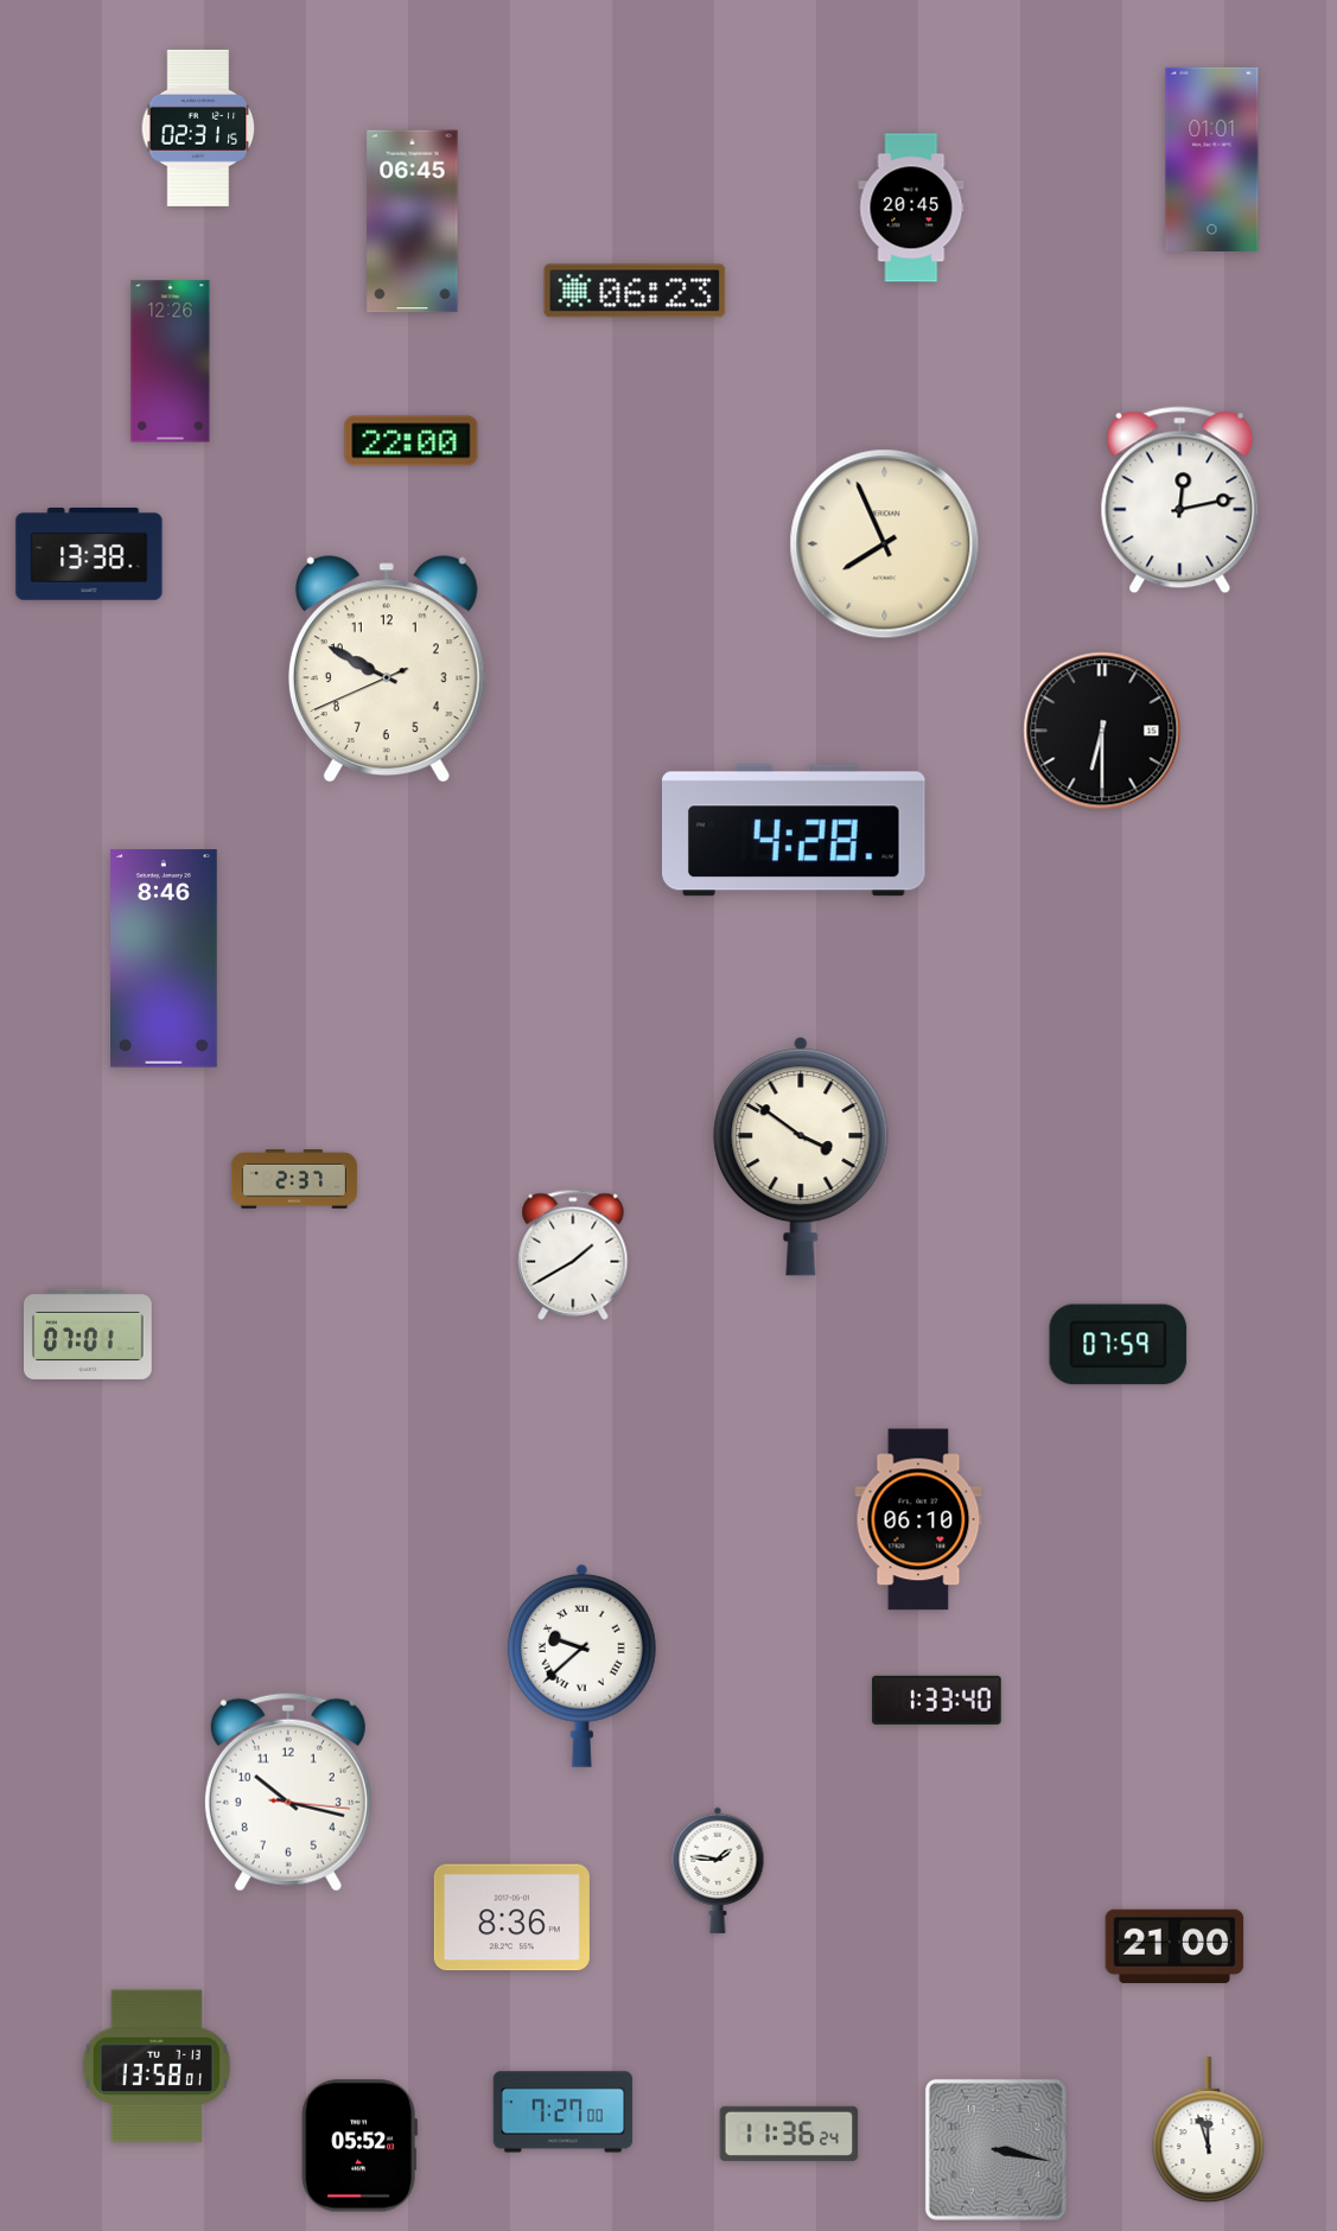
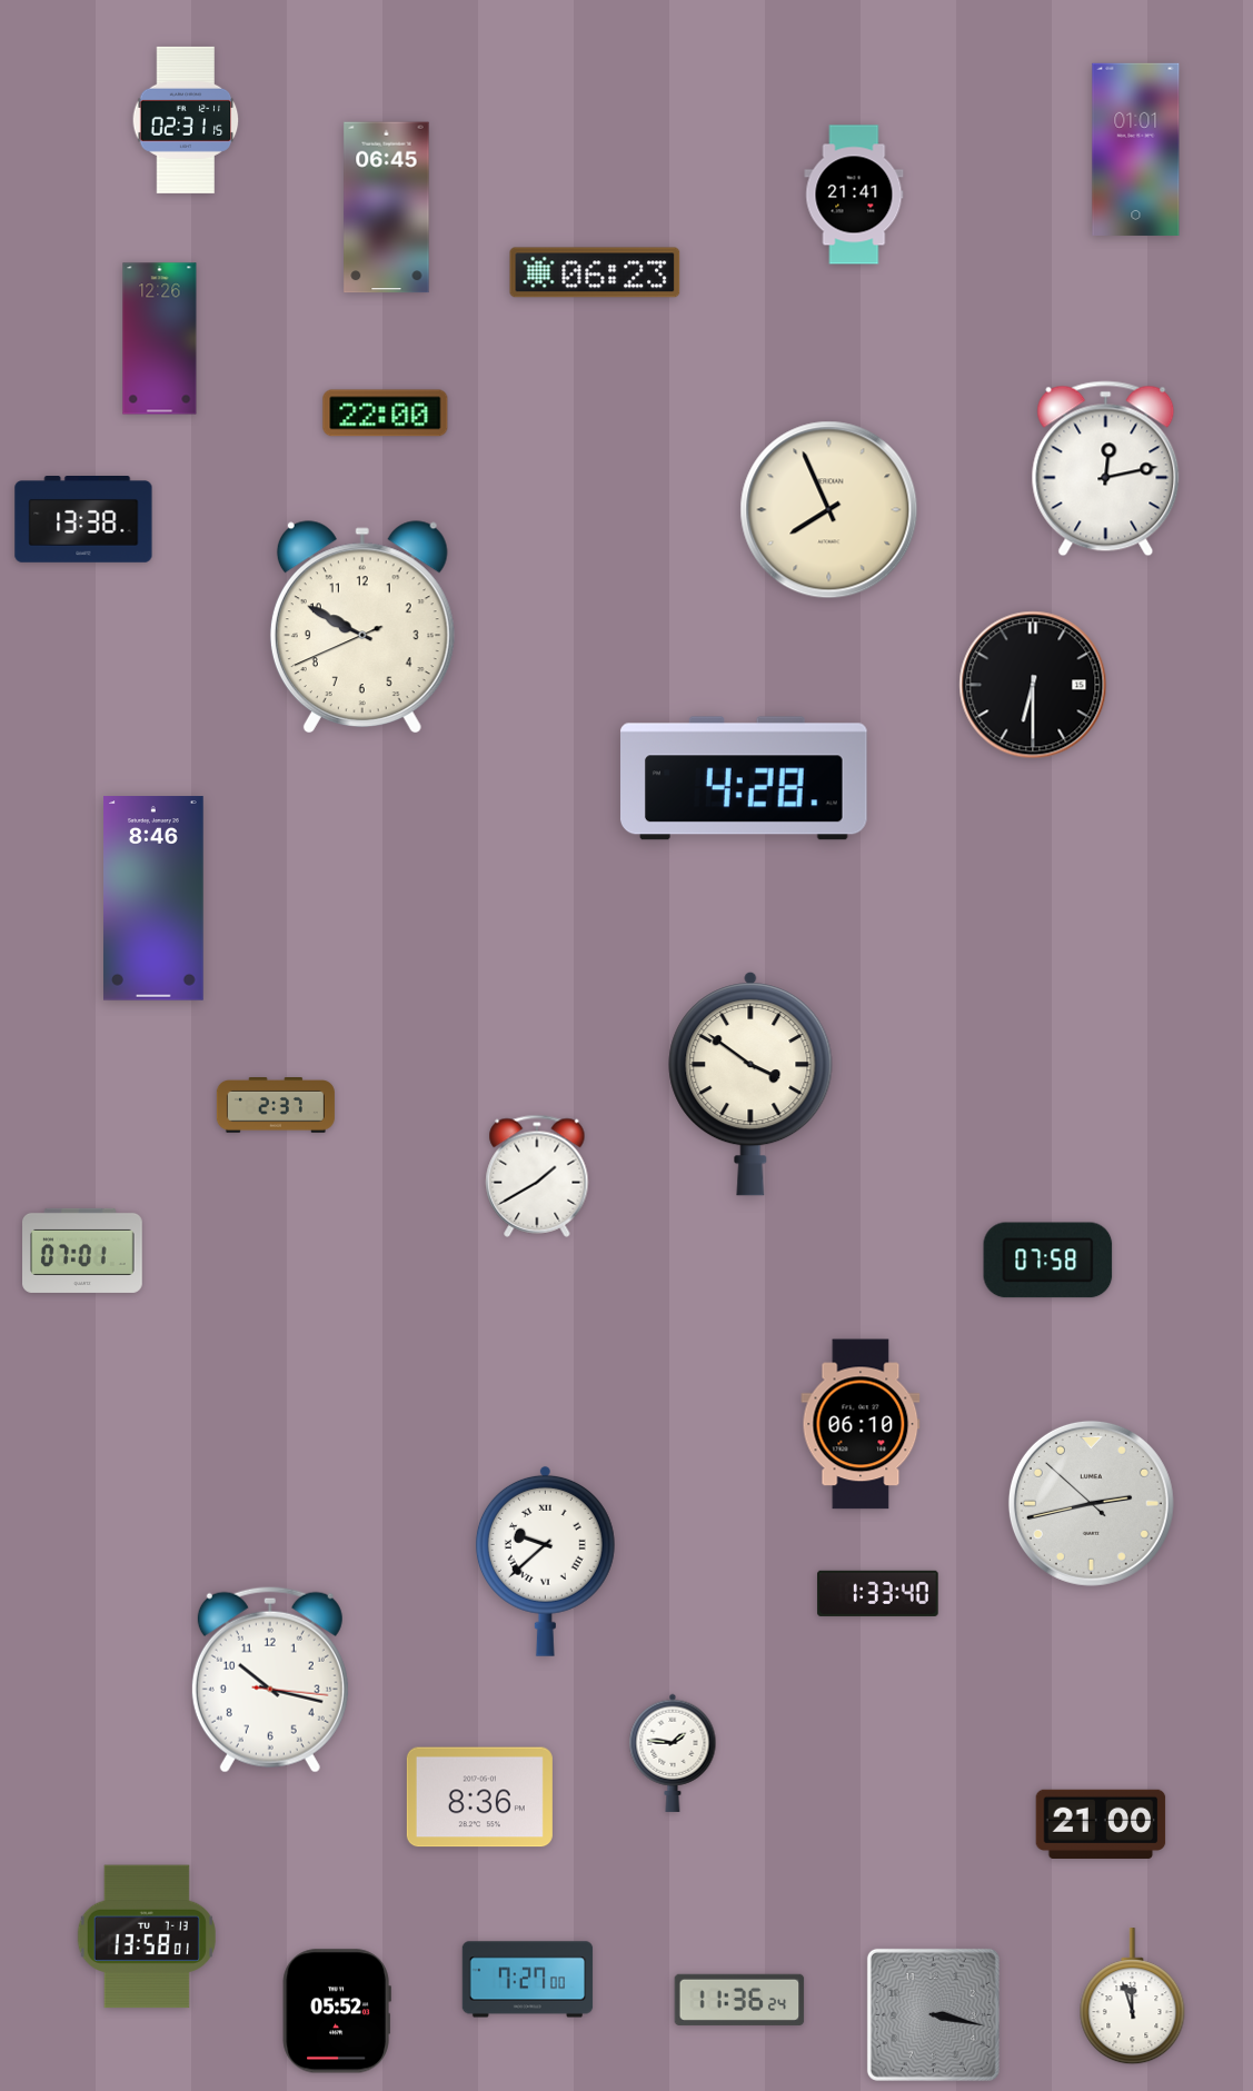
clock at (911, 208): 20:45 -> 21:41
clock at (1119, 1345): 07:59 -> 07:58
clock at (1091, 1503): none -> 2:42
